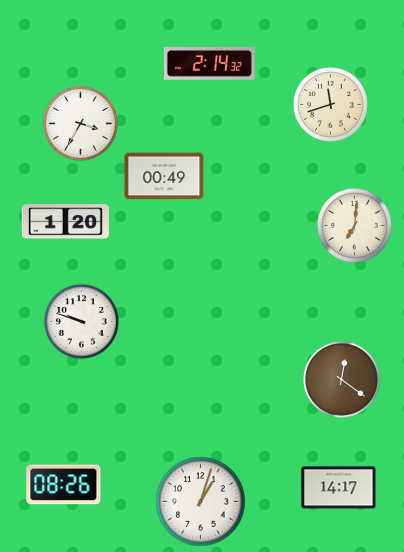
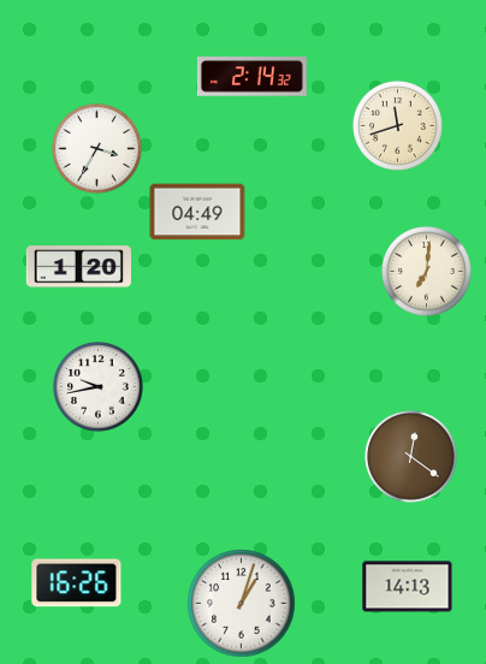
clock at (164, 176): 00:49 -> 04:49
clock at (82, 322): 9:48 -> 9:43
clock at (64, 485): 08:26 -> 16:26
clock at (339, 488): 14:17 -> 14:13
